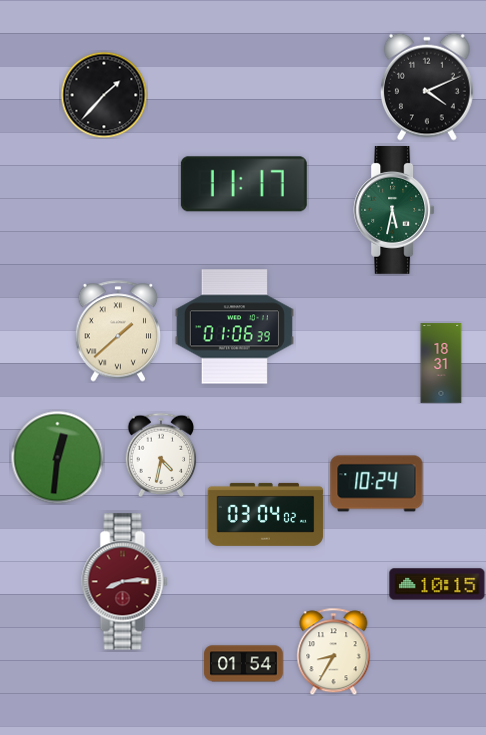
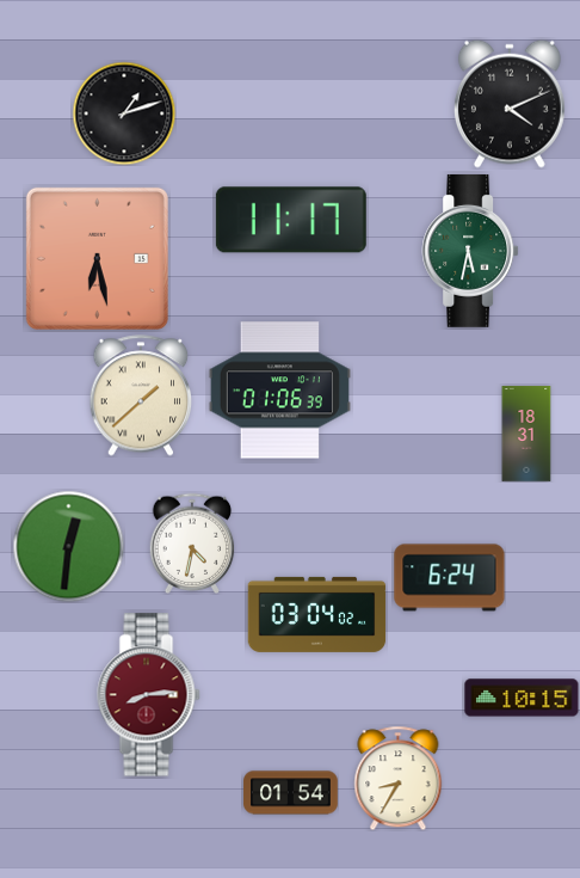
clock at (104, 95): 1:37 -> 1:12
clock at (97, 258): none -> 6:28
clock at (377, 484): 10:24 -> 6:24
